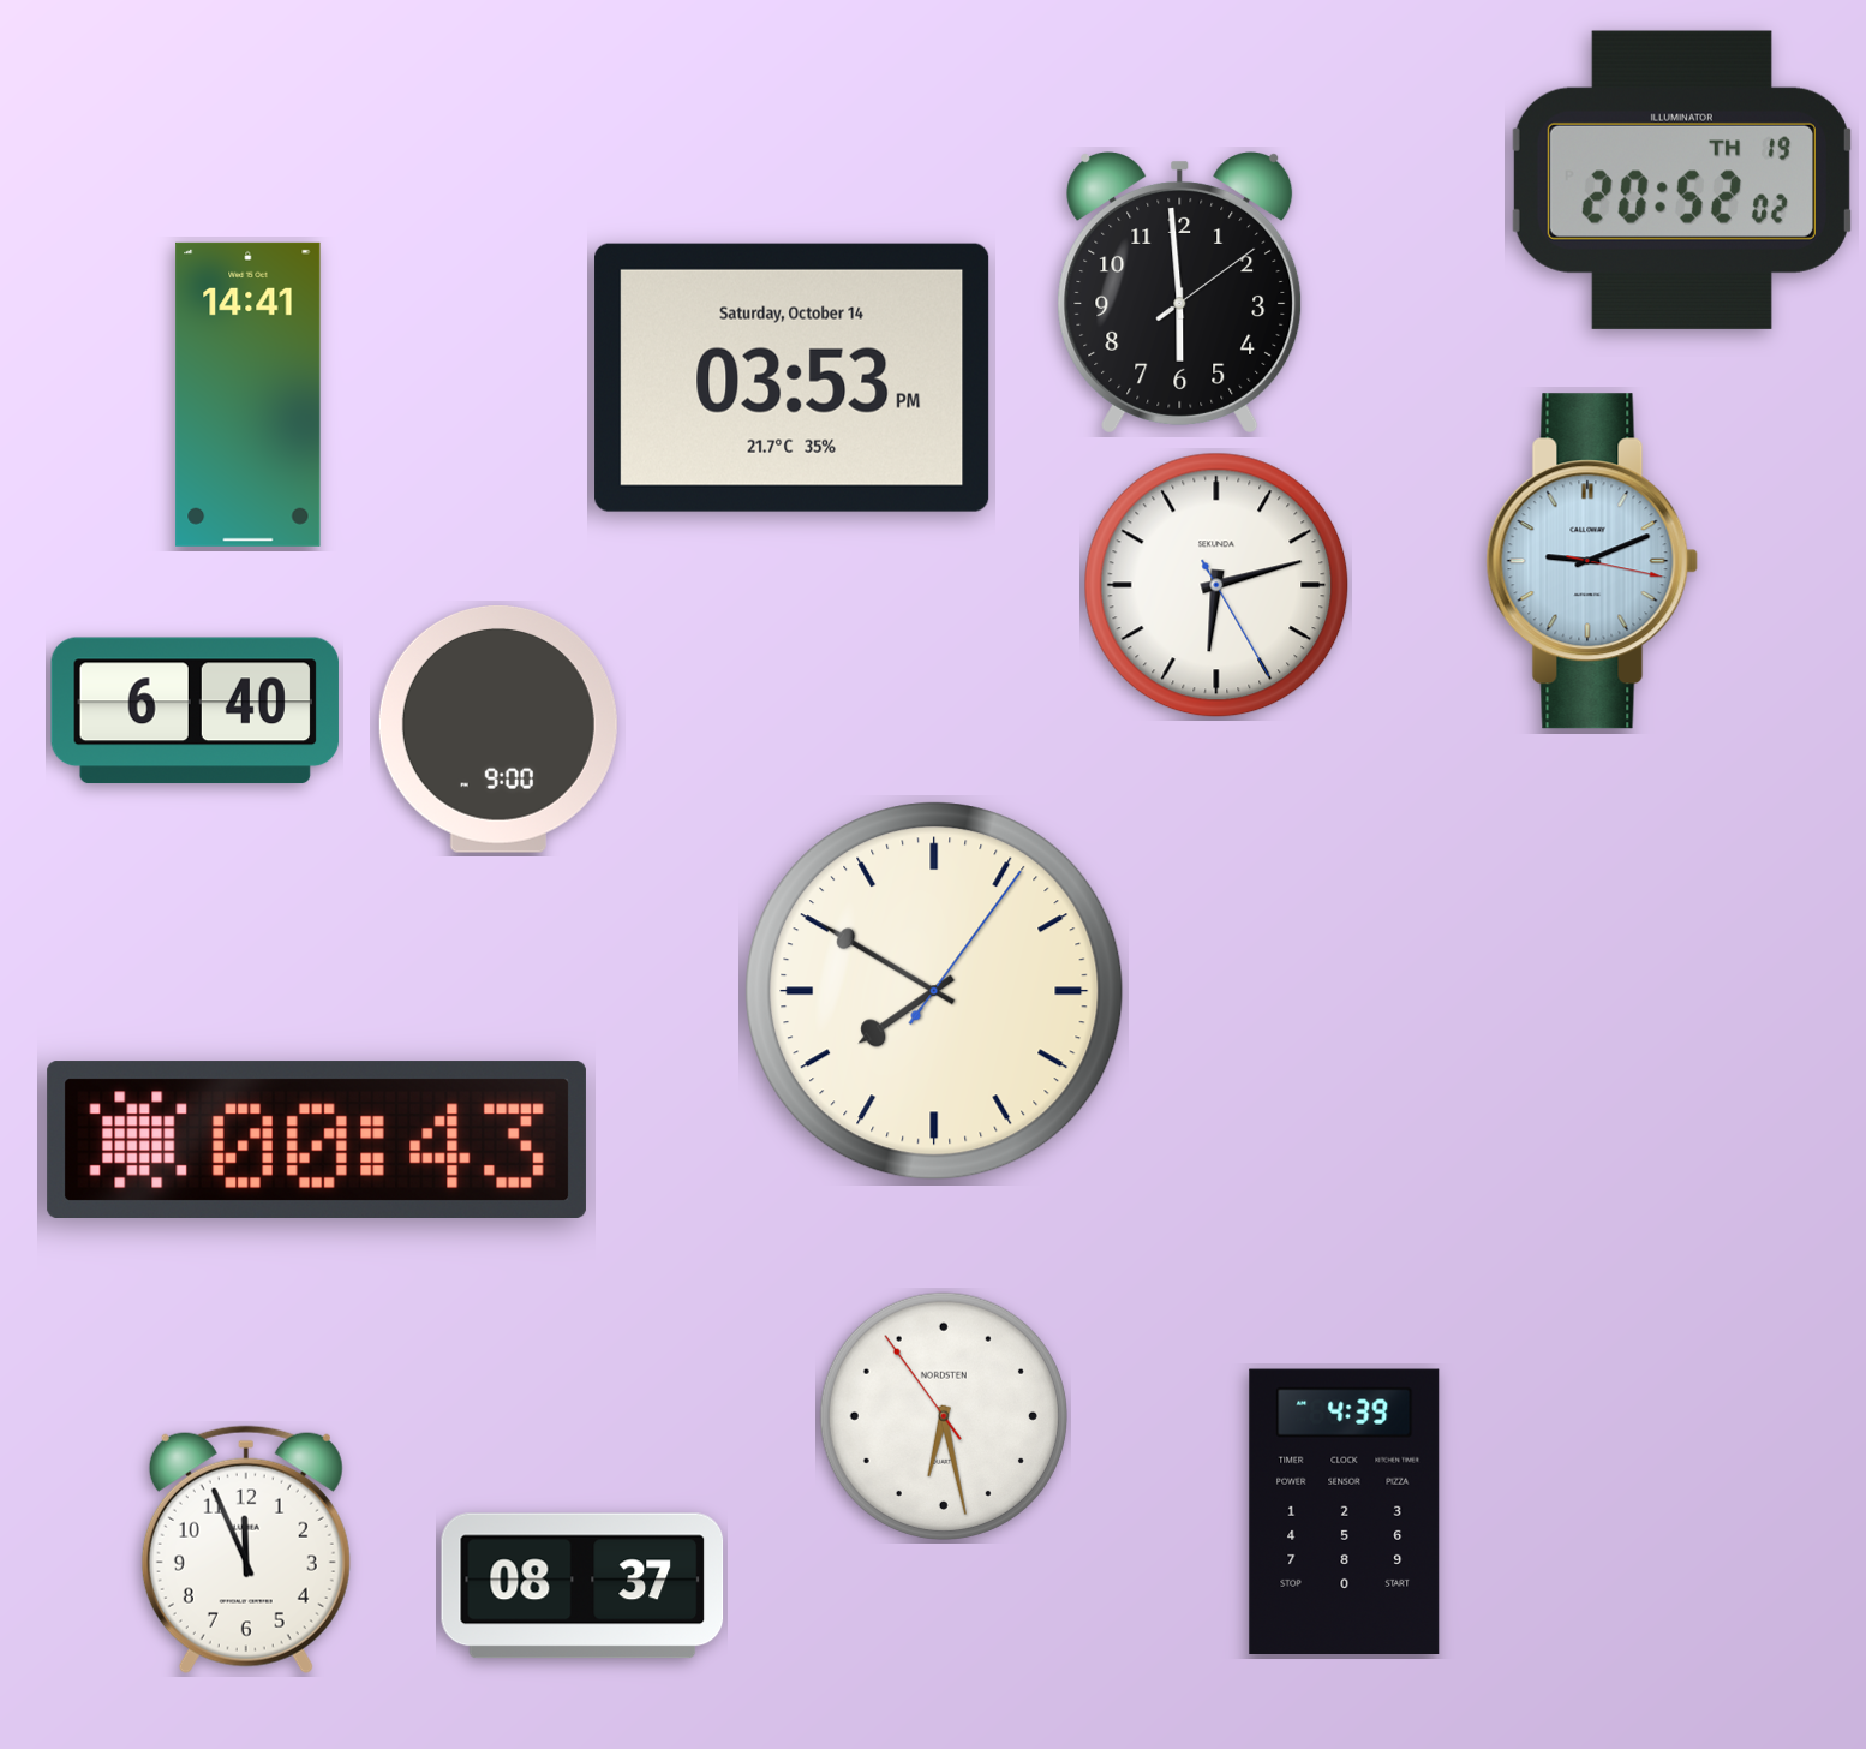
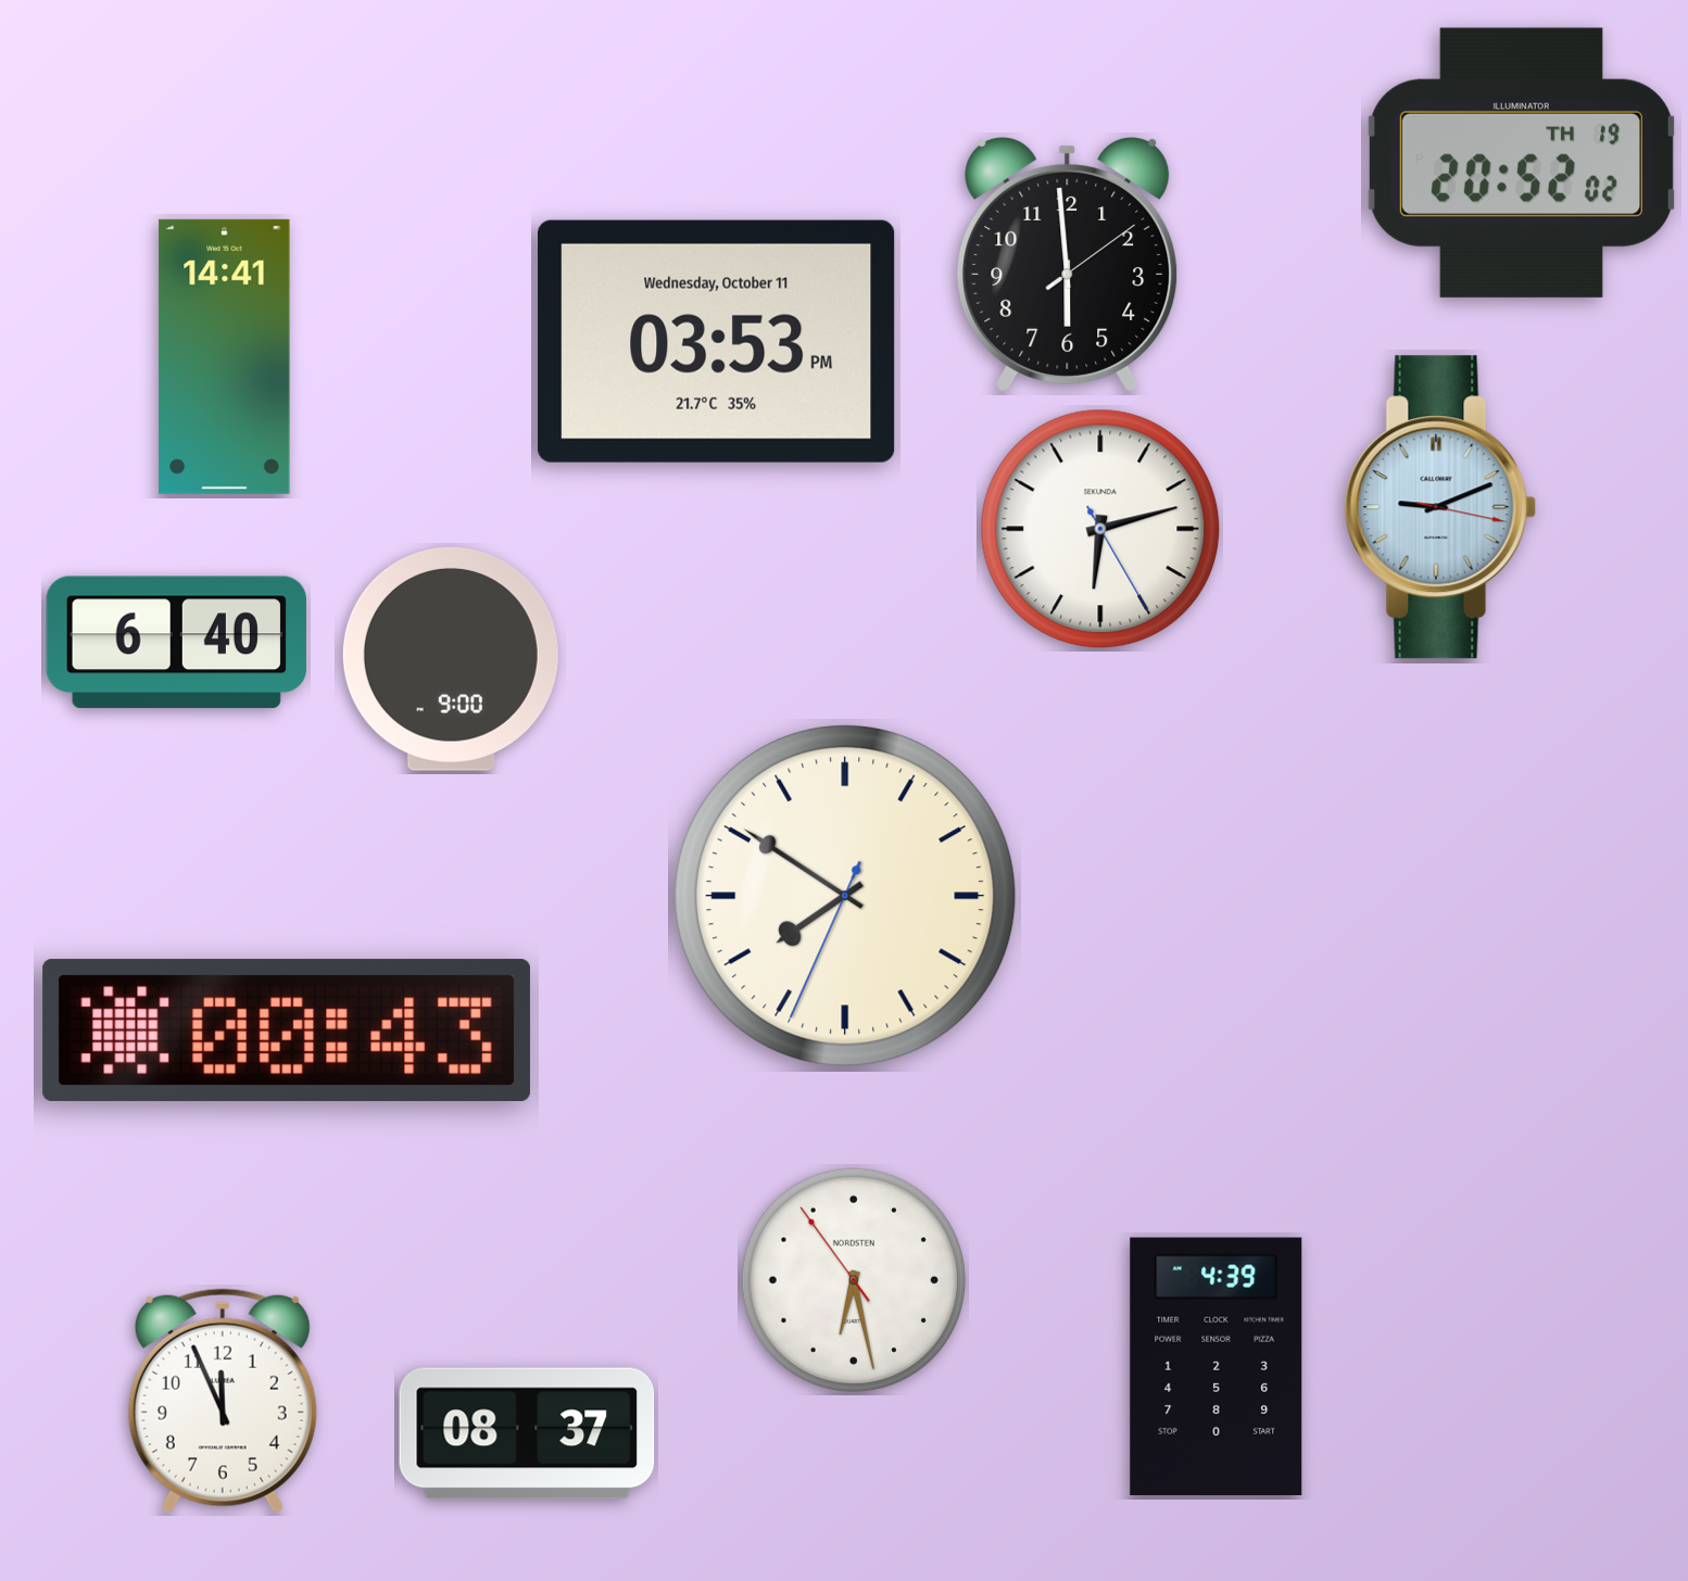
clock at (793, 377) date: Saturday, October 14 -> Wednesday, October 11
clock at (934, 991): 7:50:06 -> 7:50:34
